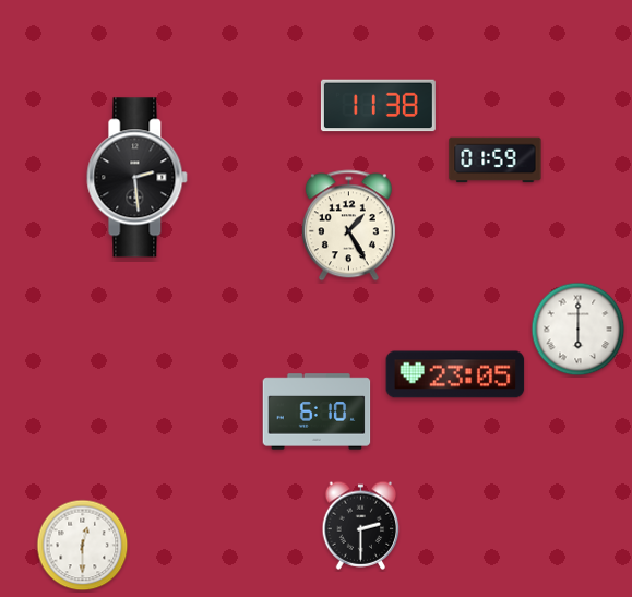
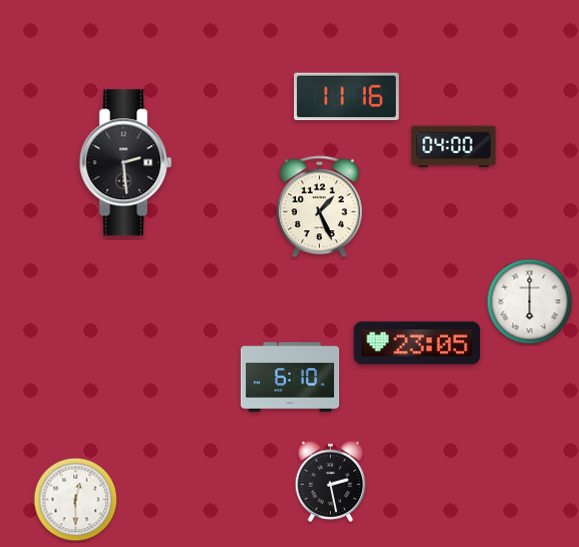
clock at (378, 106): 11:38 -> 11:16
clock at (496, 160): 01:59 -> 04:00
clock at (348, 226): 1:25 -> 1:26
clock at (361, 525): 2:30 -> 2:28
